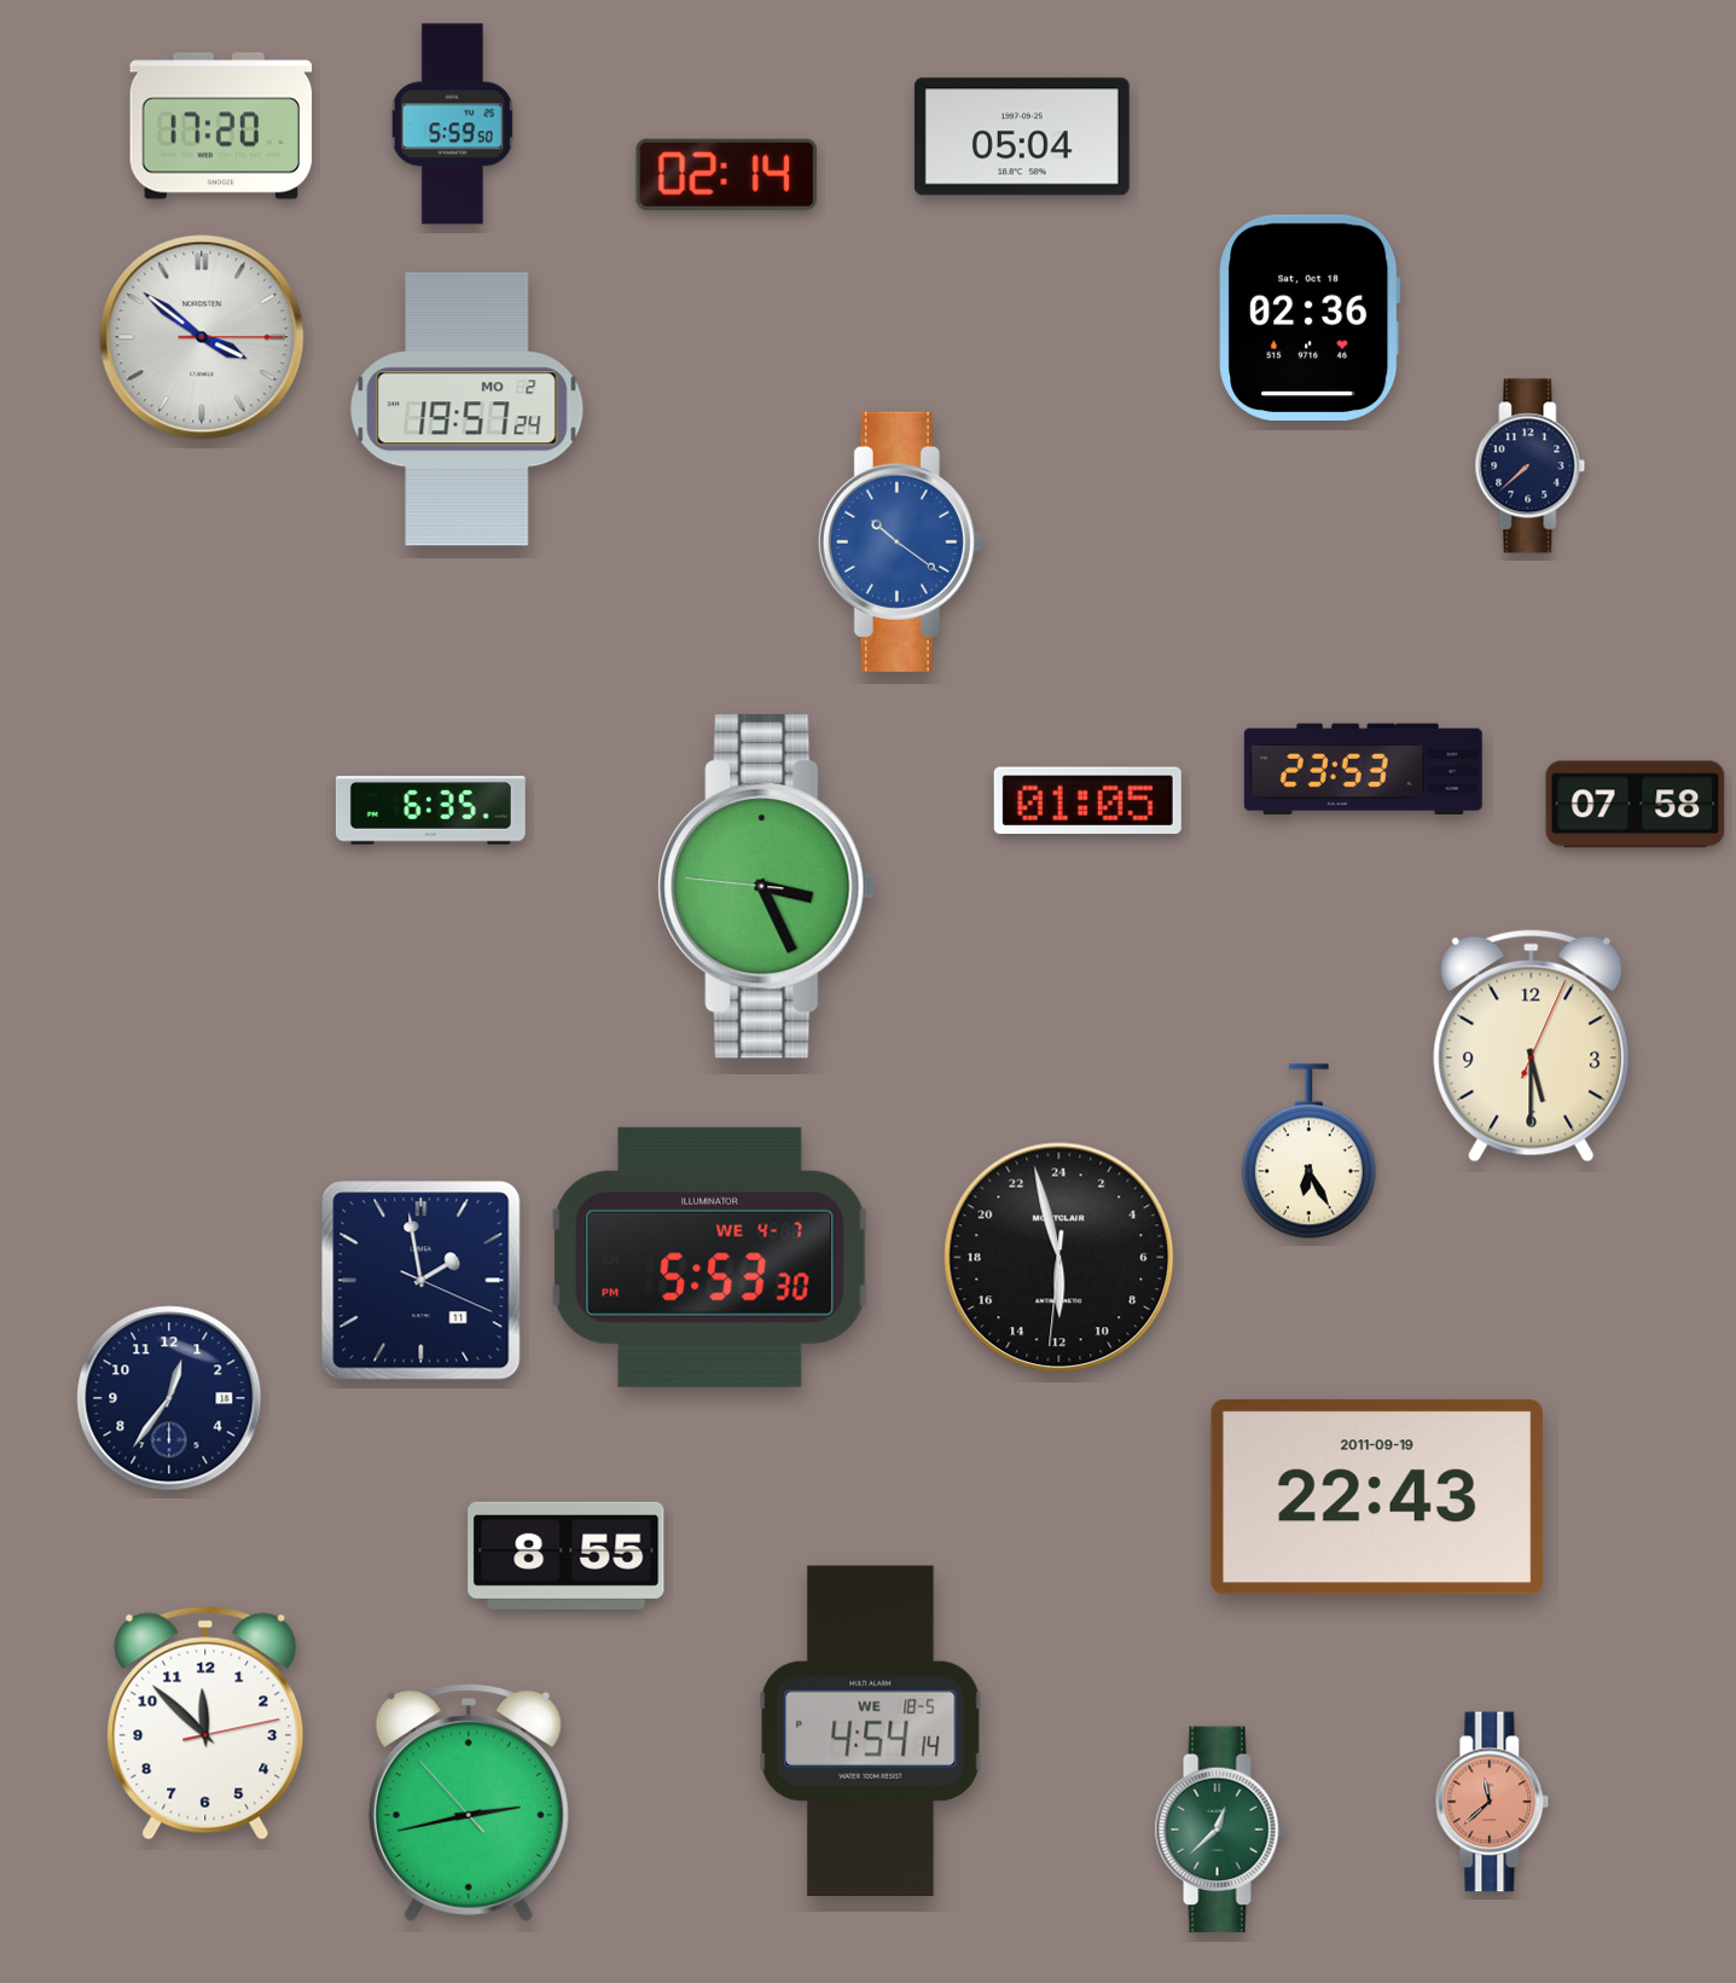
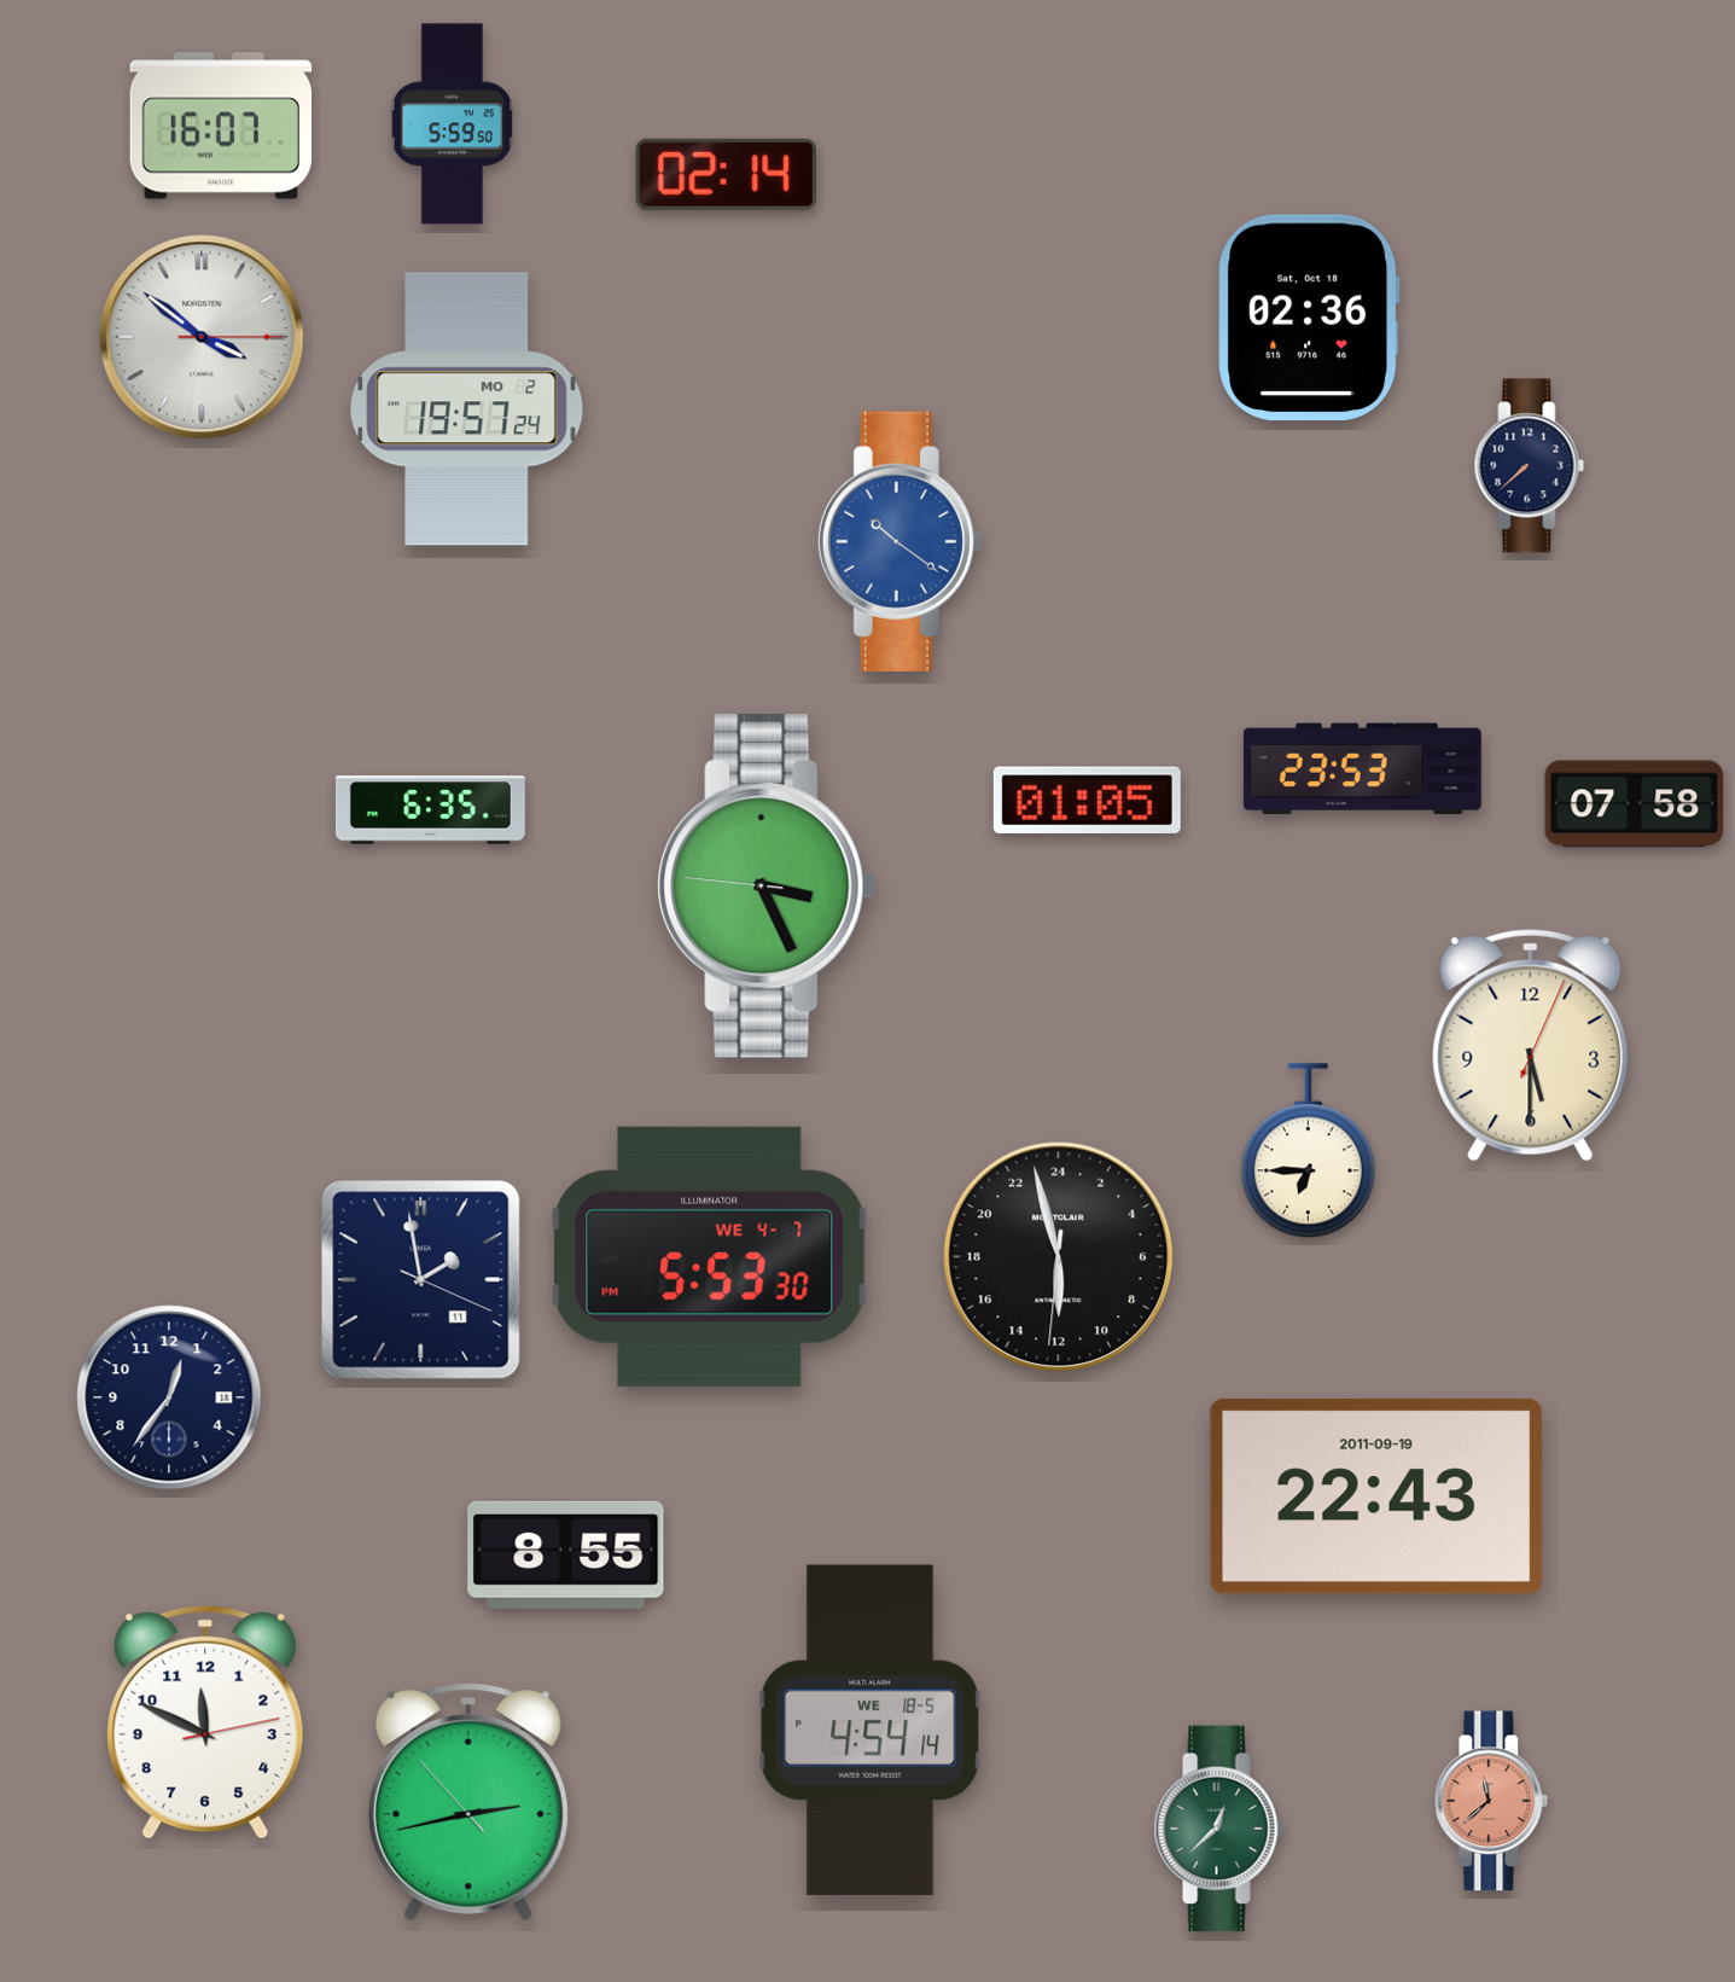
clock at (221, 126): 17:20 -> 16:07
clock at (1022, 137): 05:04 -> none
clock at (1308, 1152): 6:25 -> 6:45
clock at (205, 1723): 11:52 -> 11:49
